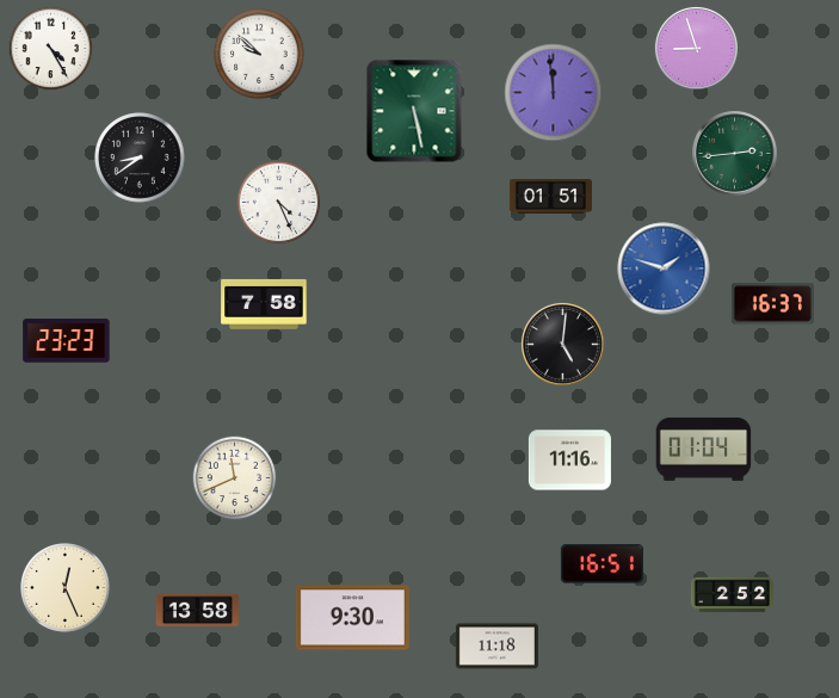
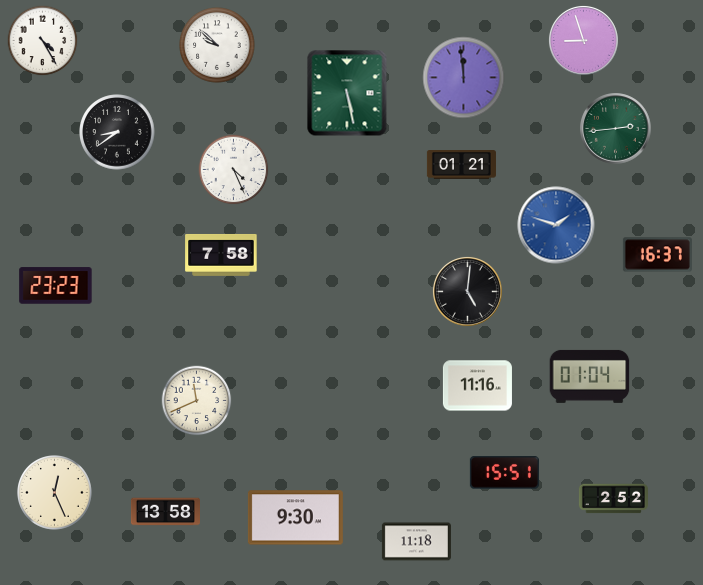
clock at (550, 197): 01:51 -> 01:21
clock at (772, 304) position: (772, 304) -> (657, 255)
clock at (562, 344) position: (562, 344) -> (467, 291)
clock at (602, 564): 16:51 -> 15:51
